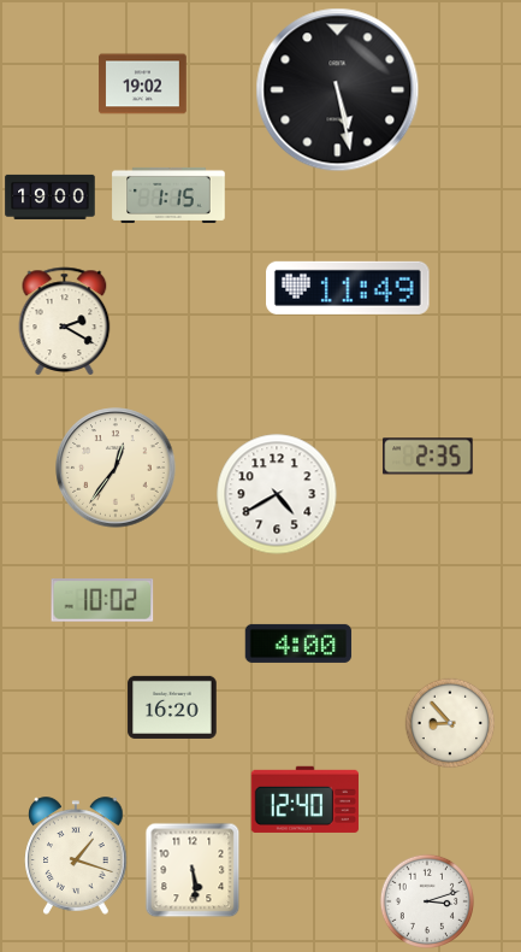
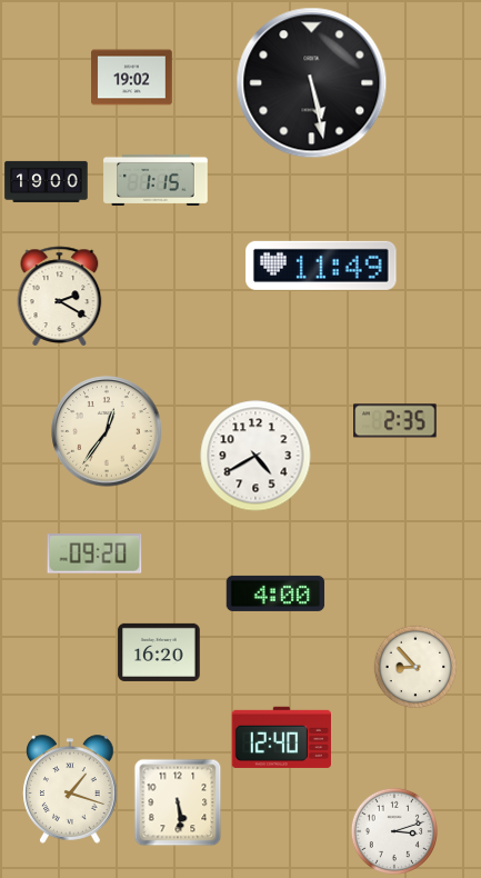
clock at (102, 600): 10:02 -> 09:20
